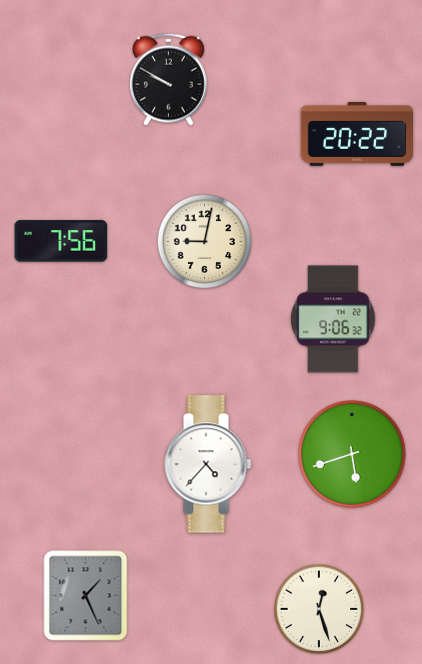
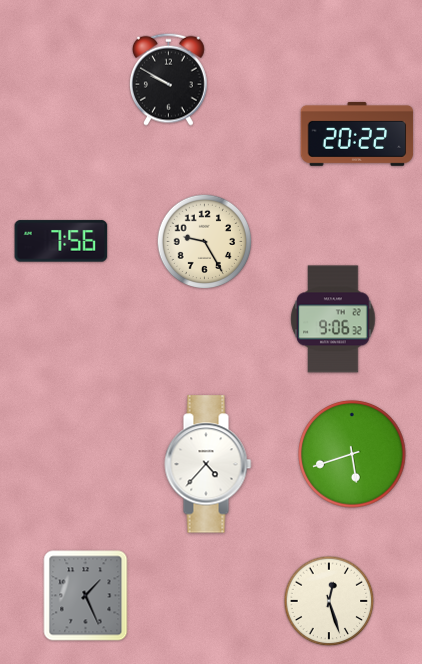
clock at (205, 242): 9:02 -> 9:25
clock at (319, 609) position: (319, 609) -> (329, 601)
